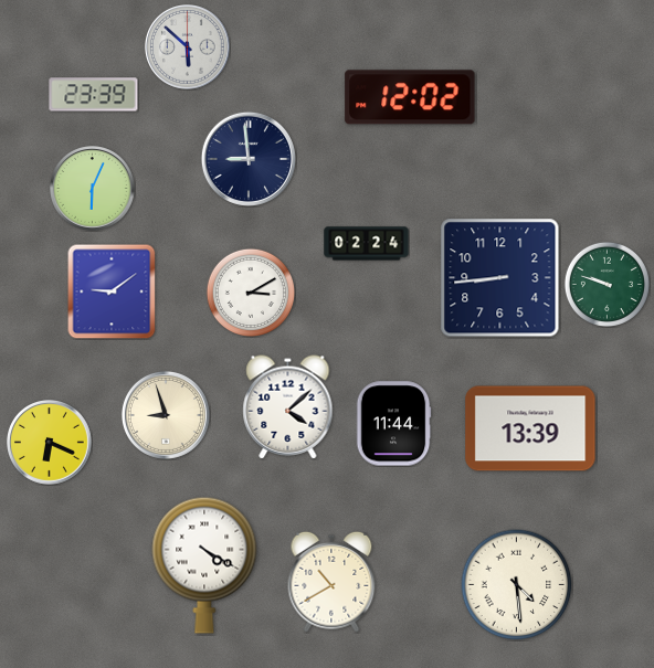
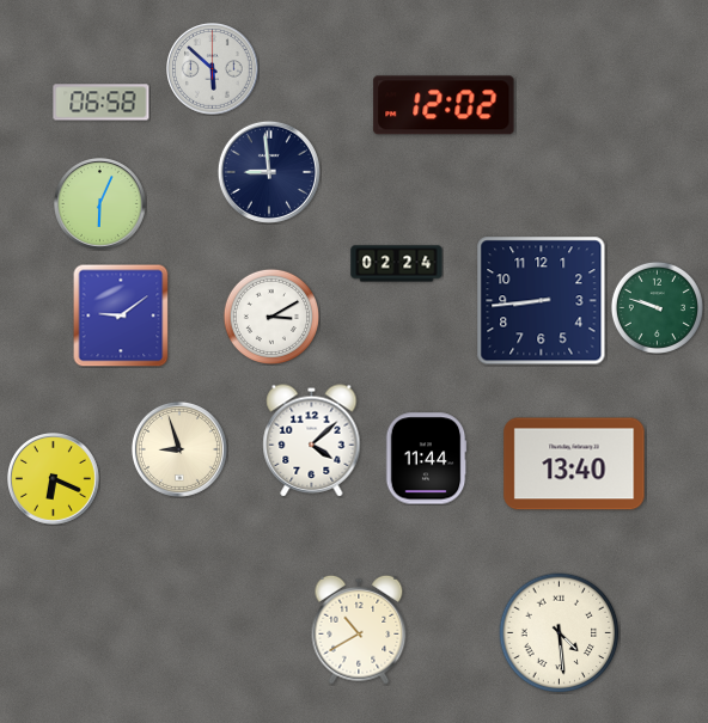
clock at (188, 47) position: (188, 47) -> (213, 69)
clock at (94, 95): 23:39 -> 06:58
clock at (530, 428): 13:39 -> 13:40
clock at (204, 565): 4:20 -> none
